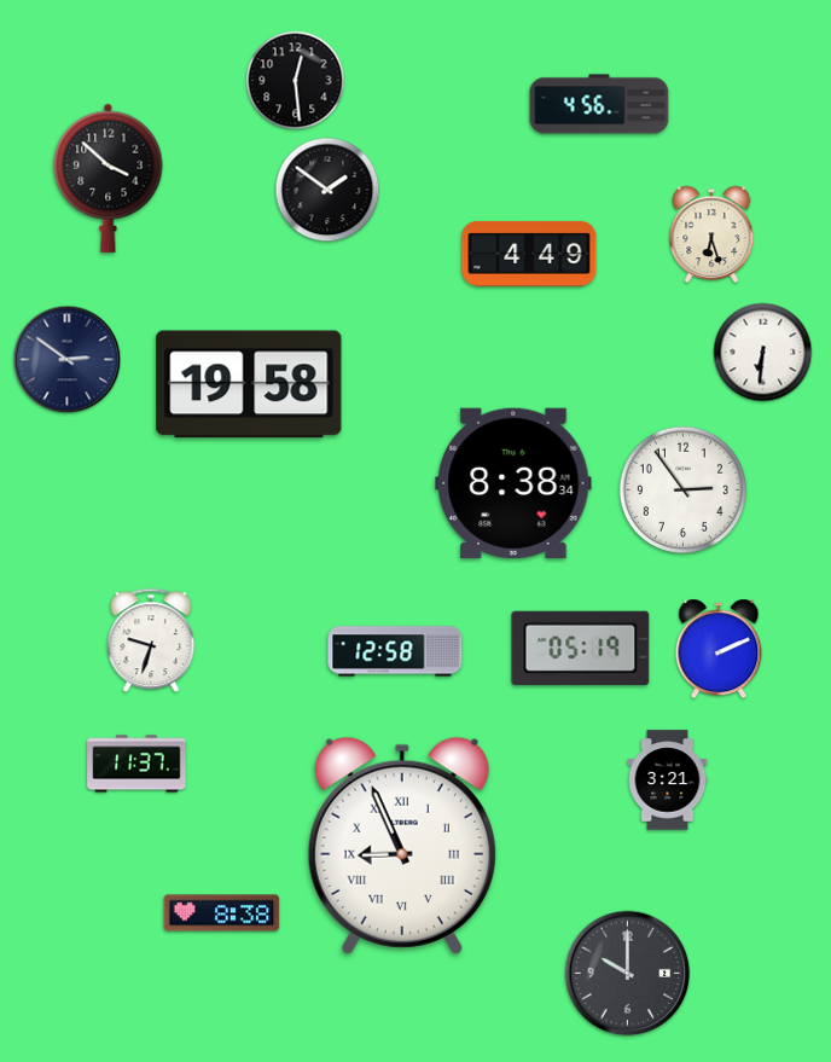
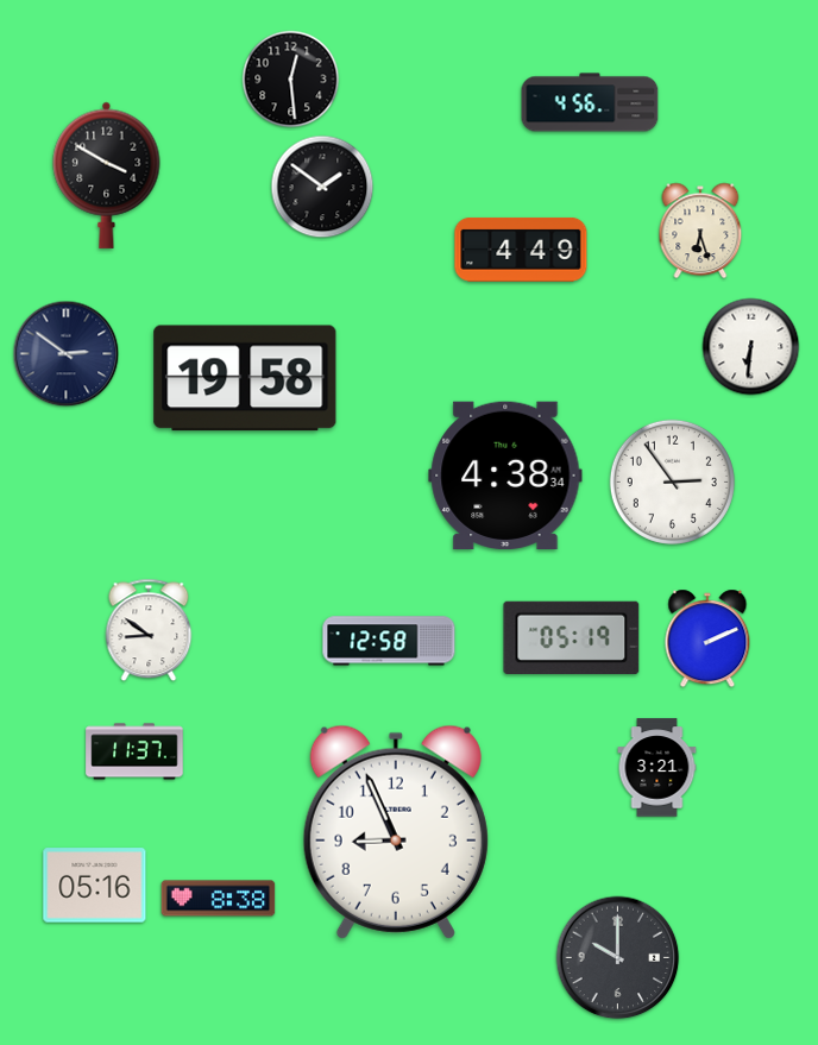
clock at (109, 178): 3:52 -> 3:50
clock at (513, 482): 8:38 -> 4:38
clock at (151, 640): 9:33 -> 8:51
clock at (402, 846) numerals: Roman -> Arabic
clock at (95, 886): none -> 05:16
